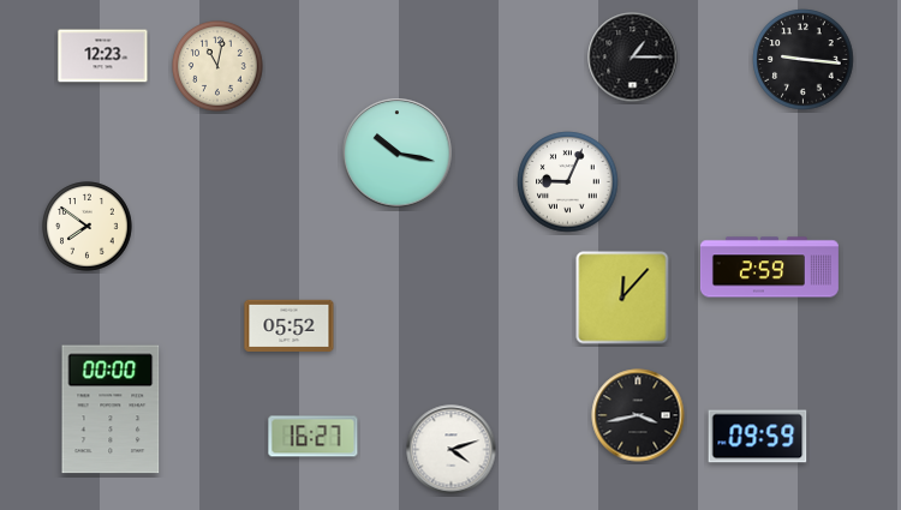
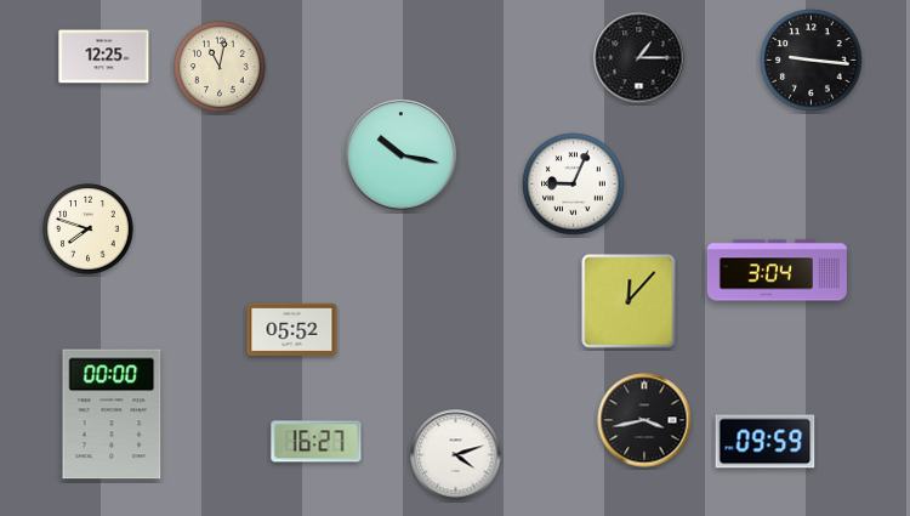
clock at (103, 56): 12:23 -> 12:25
clock at (88, 227): 7:51 -> 7:48
clock at (769, 268): 2:59 -> 3:04
